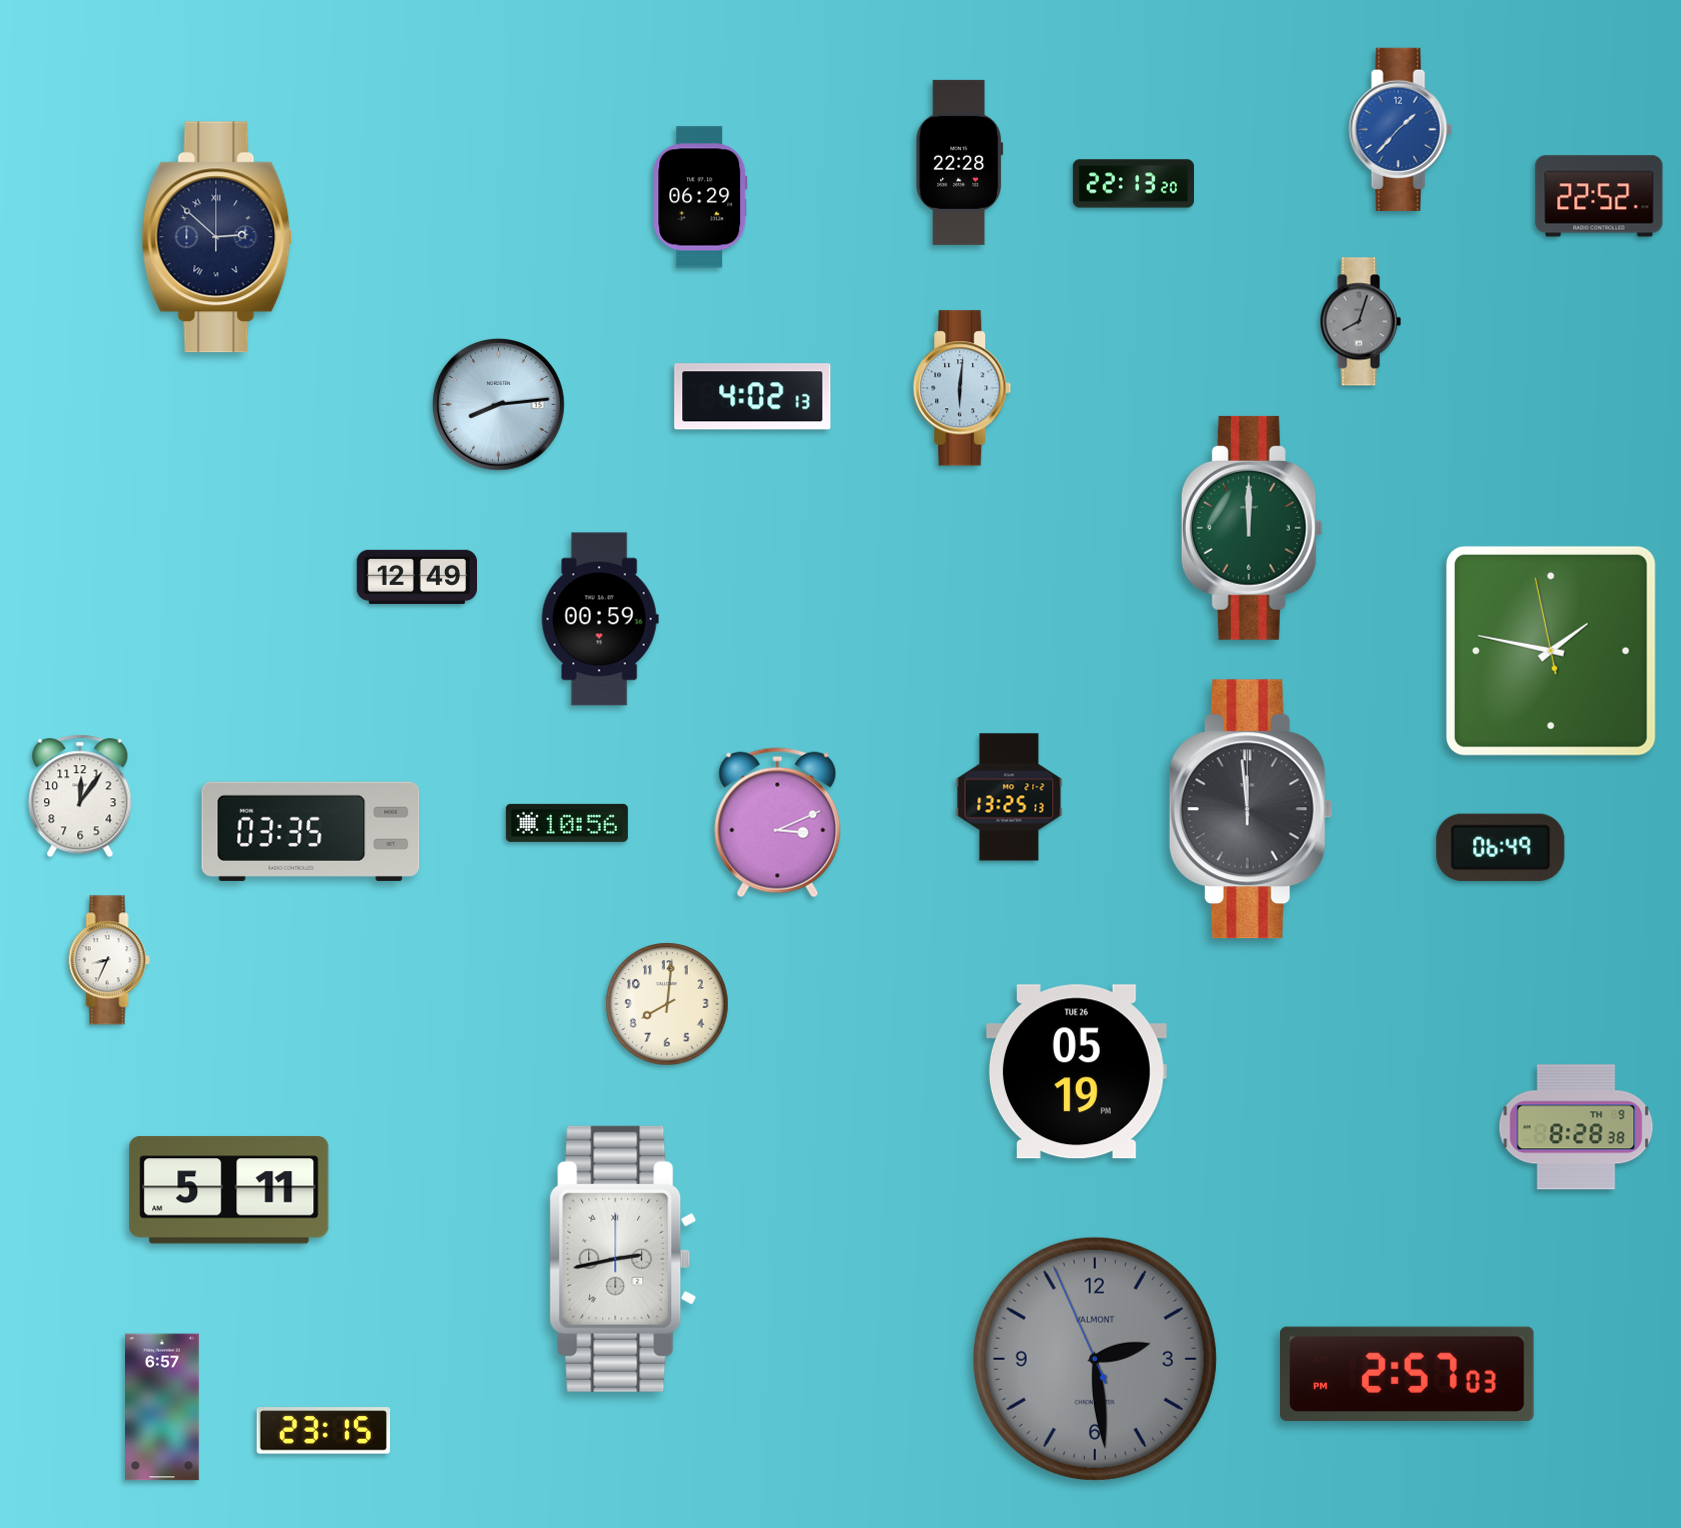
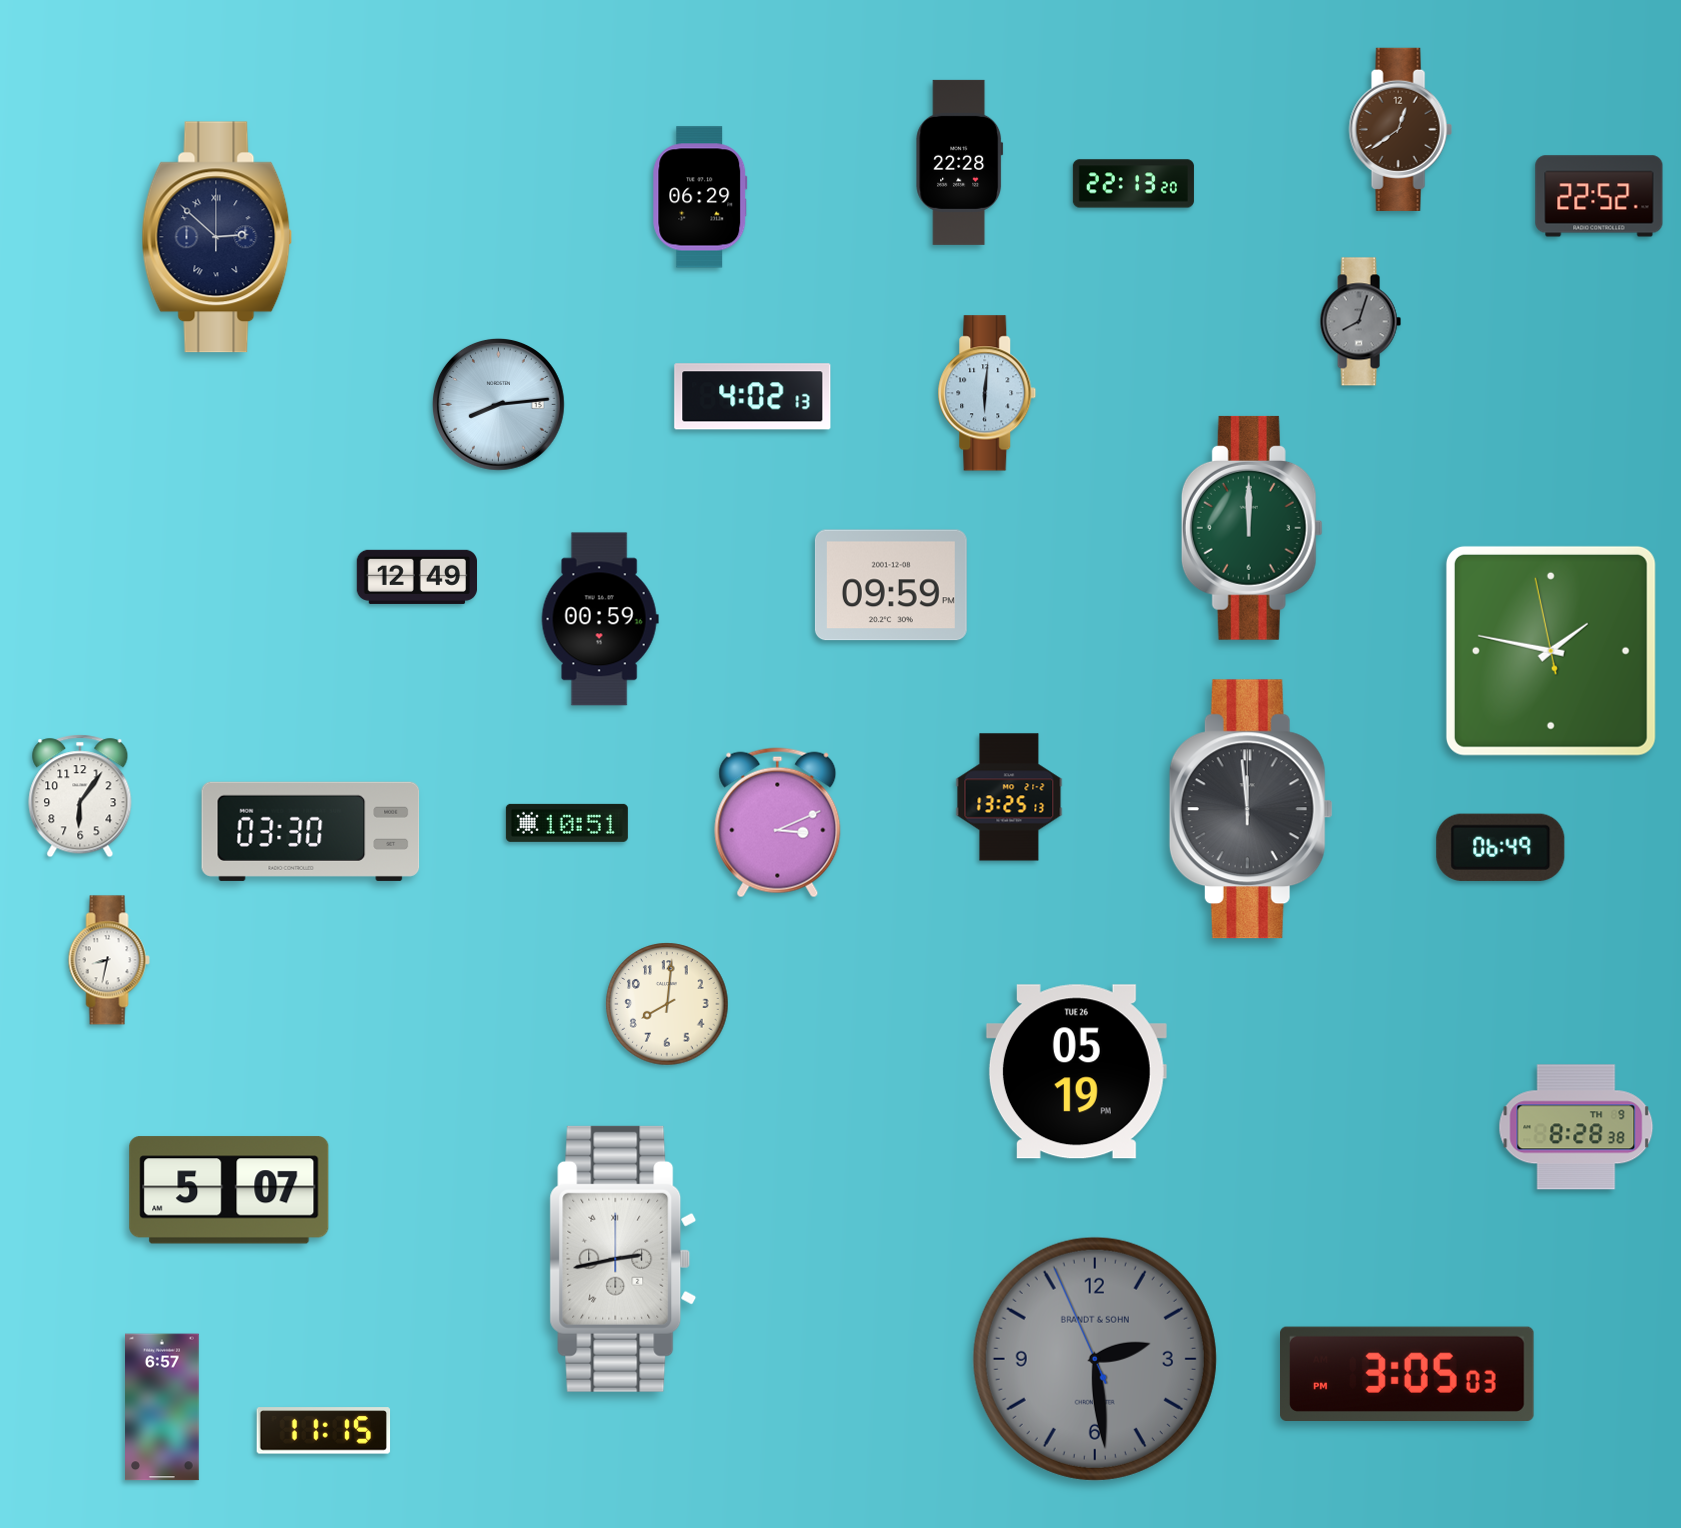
clock at (1400, 129): 1:37 -> 12:39
clock at (1400, 129) dial: blue -> brown
clock at (962, 388) position: (962, 388) -> (987, 393)
clock at (891, 585): none -> 09:59
clock at (80, 796): 12:06 -> 6:06
clock at (567, 823): 10:56 -> 10:51
clock at (311, 831): 03:35 -> 03:30
clock at (109, 960): 8:34 -> 8:32
clock at (229, 1190): 5:11 -> 5:07
clock at (1095, 1359) brand: VALMONT -> BRANDT & SOHN
clock at (1408, 1373): 2:57 -> 3:05
clock at (324, 1431): 23:15 -> 11:15
